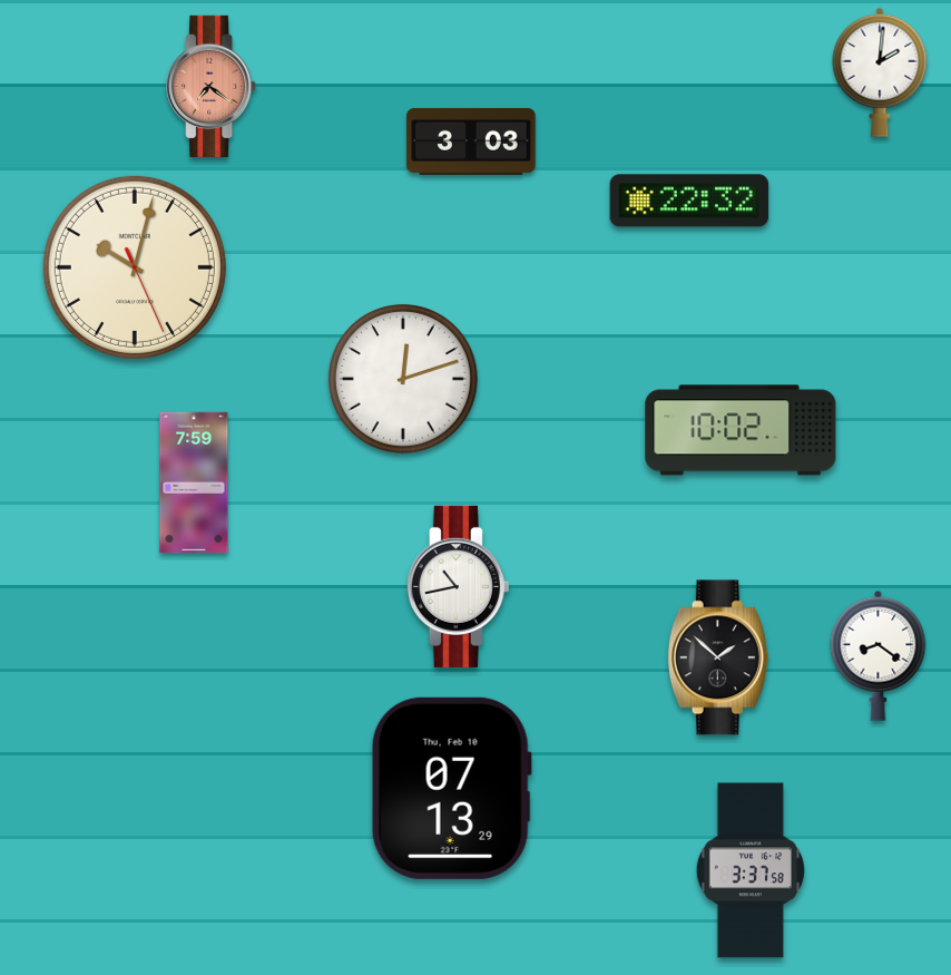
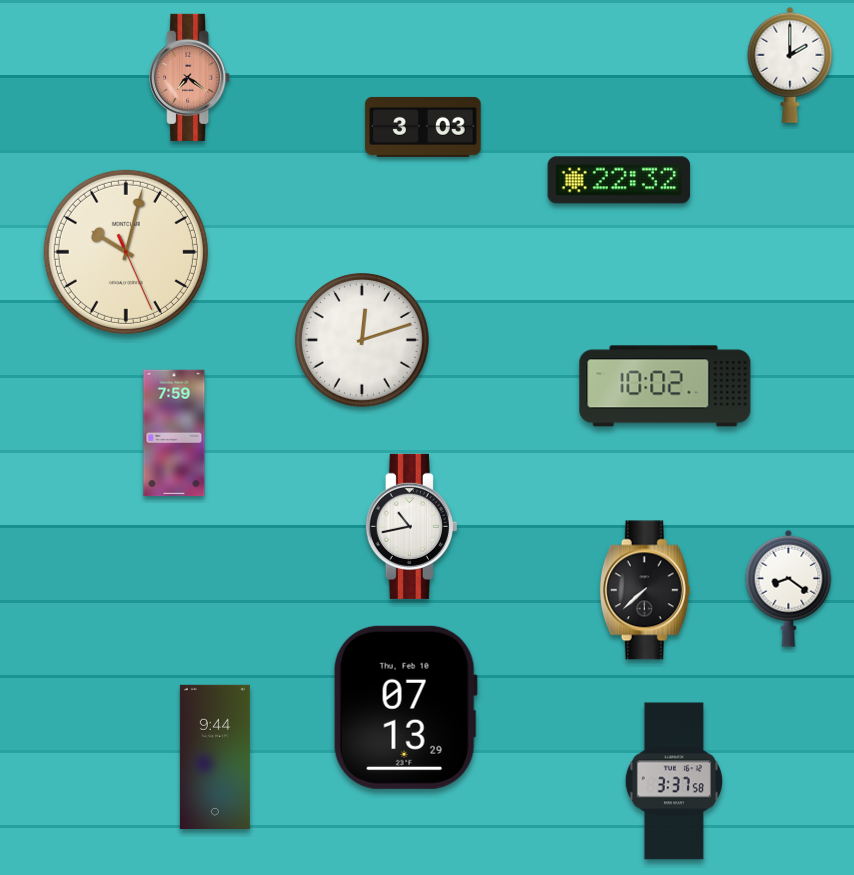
clock at (880, 72): 2:01 -> 2:00
clock at (135, 267) position: (135, 267) -> (126, 252)
clock at (718, 657): 1:52 -> 7:38
clock at (215, 756): none -> 9:44
